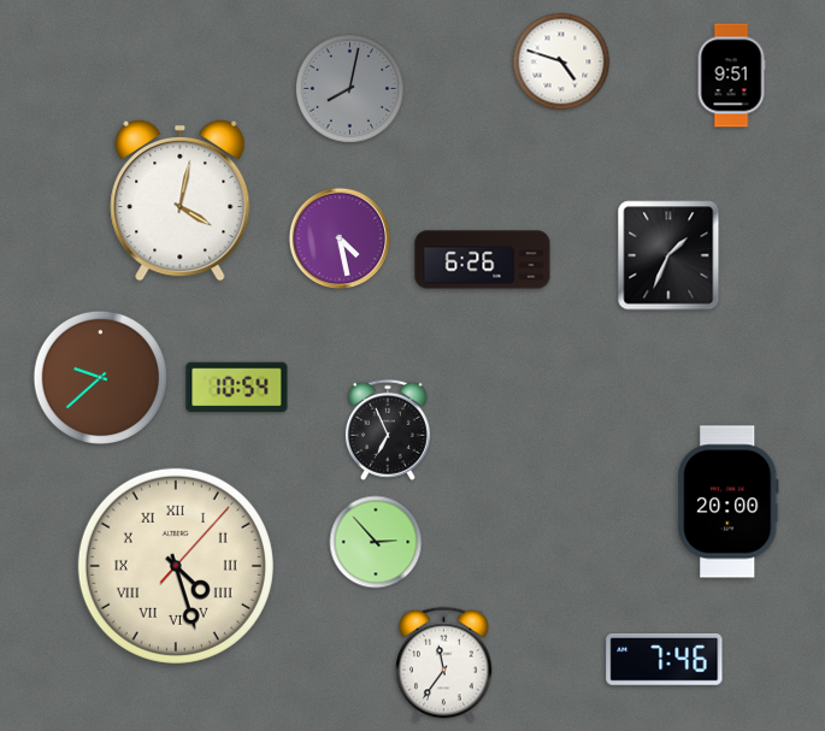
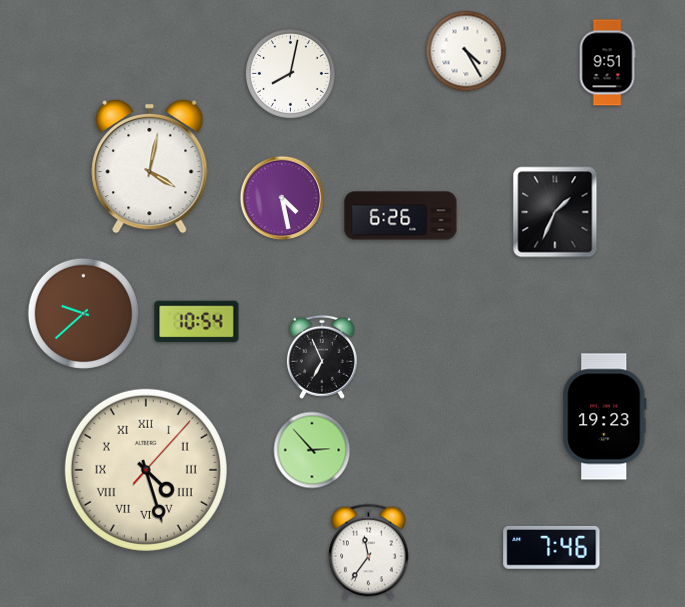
clock at (561, 61): 4:48 -> 4:25
clock at (349, 88) dial: grey -> white
clock at (729, 502): 20:00 -> 19:23
